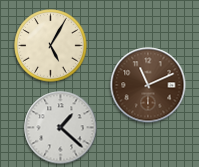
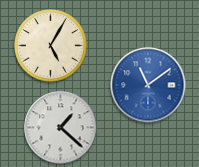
clock at (148, 85): 11:11 -> 11:09
clock at (148, 85) dial: brown -> blue
